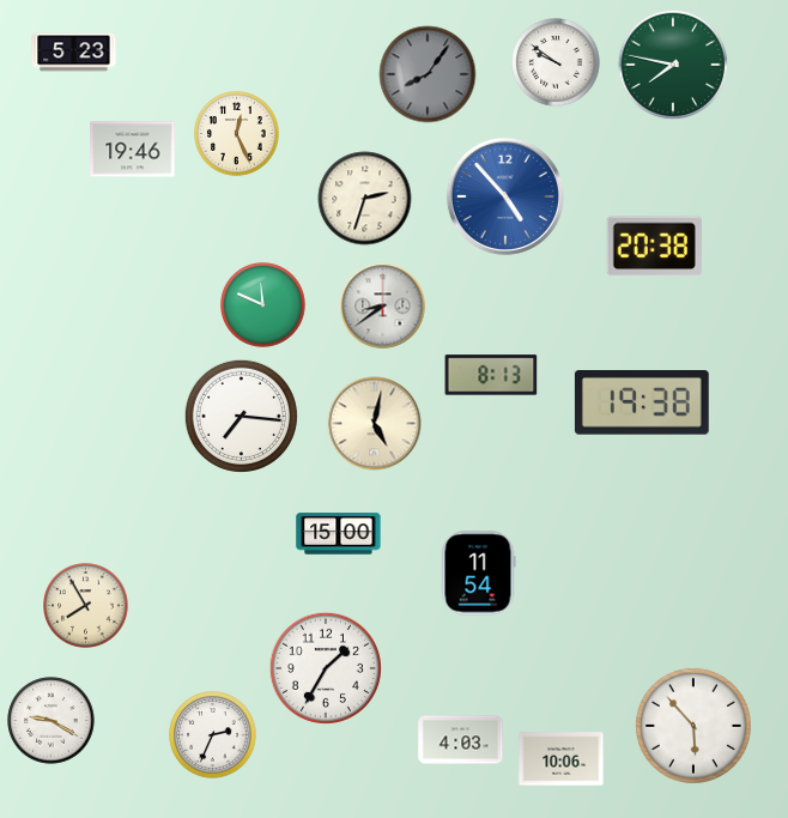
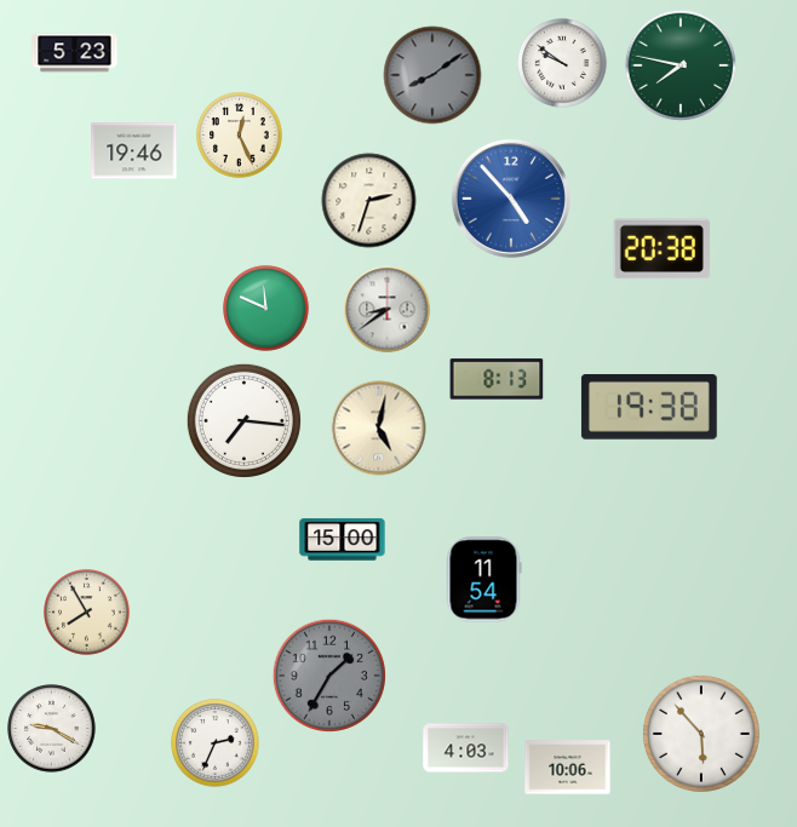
clock at (428, 74): 8:06 -> 8:09
clock at (325, 667) dial: white -> grey
